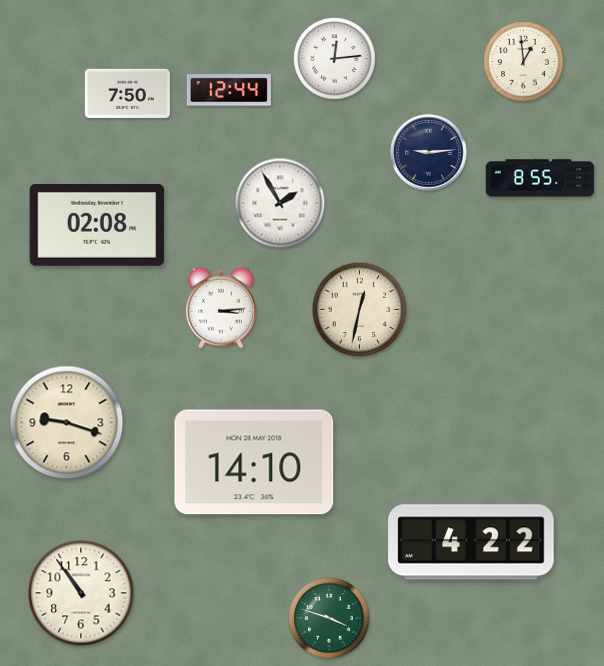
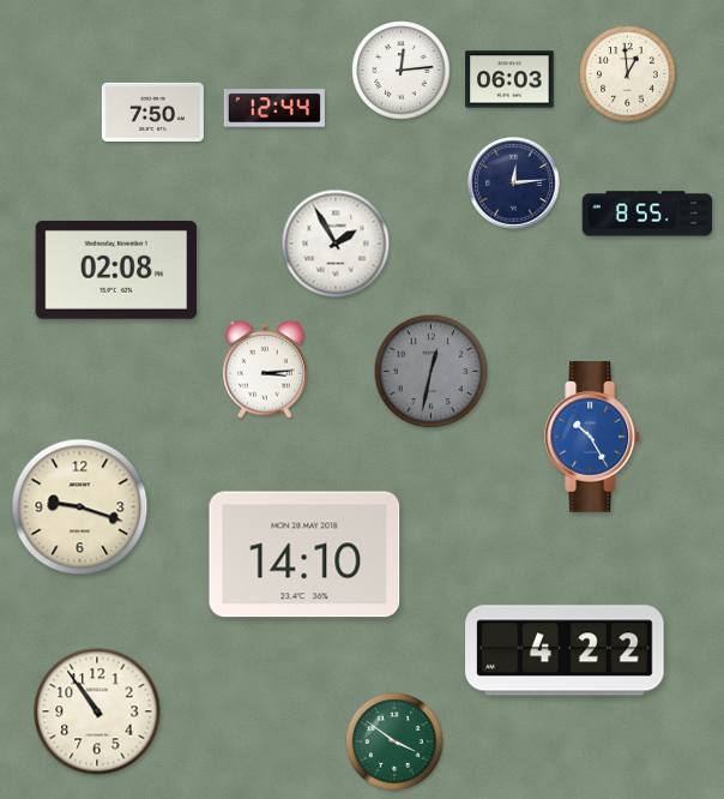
clock at (509, 79): none -> 06:03
clock at (429, 153): 9:14 -> 12:14
clock at (360, 310) dial: cream -> grey
clock at (593, 437): none -> 10:25
clock at (329, 618): 3:48 -> 3:51
